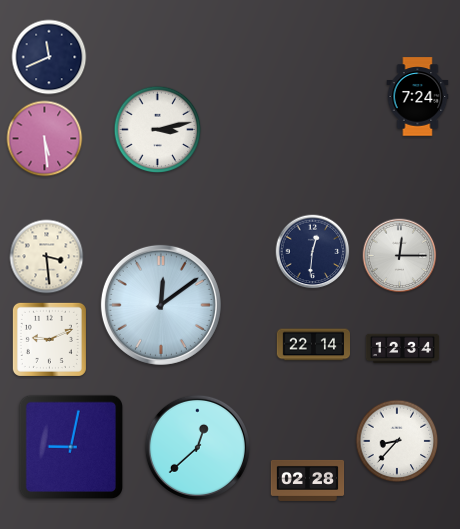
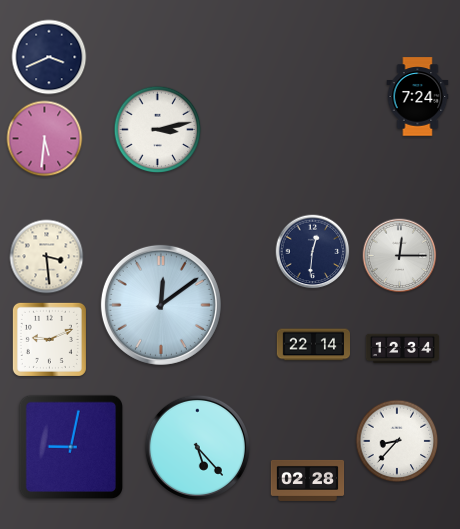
clock at (49, 57): 11:41 -> 3:41
clock at (45, 139): 5:29 -> 5:31
clock at (197, 447): 12:38 -> 5:23
